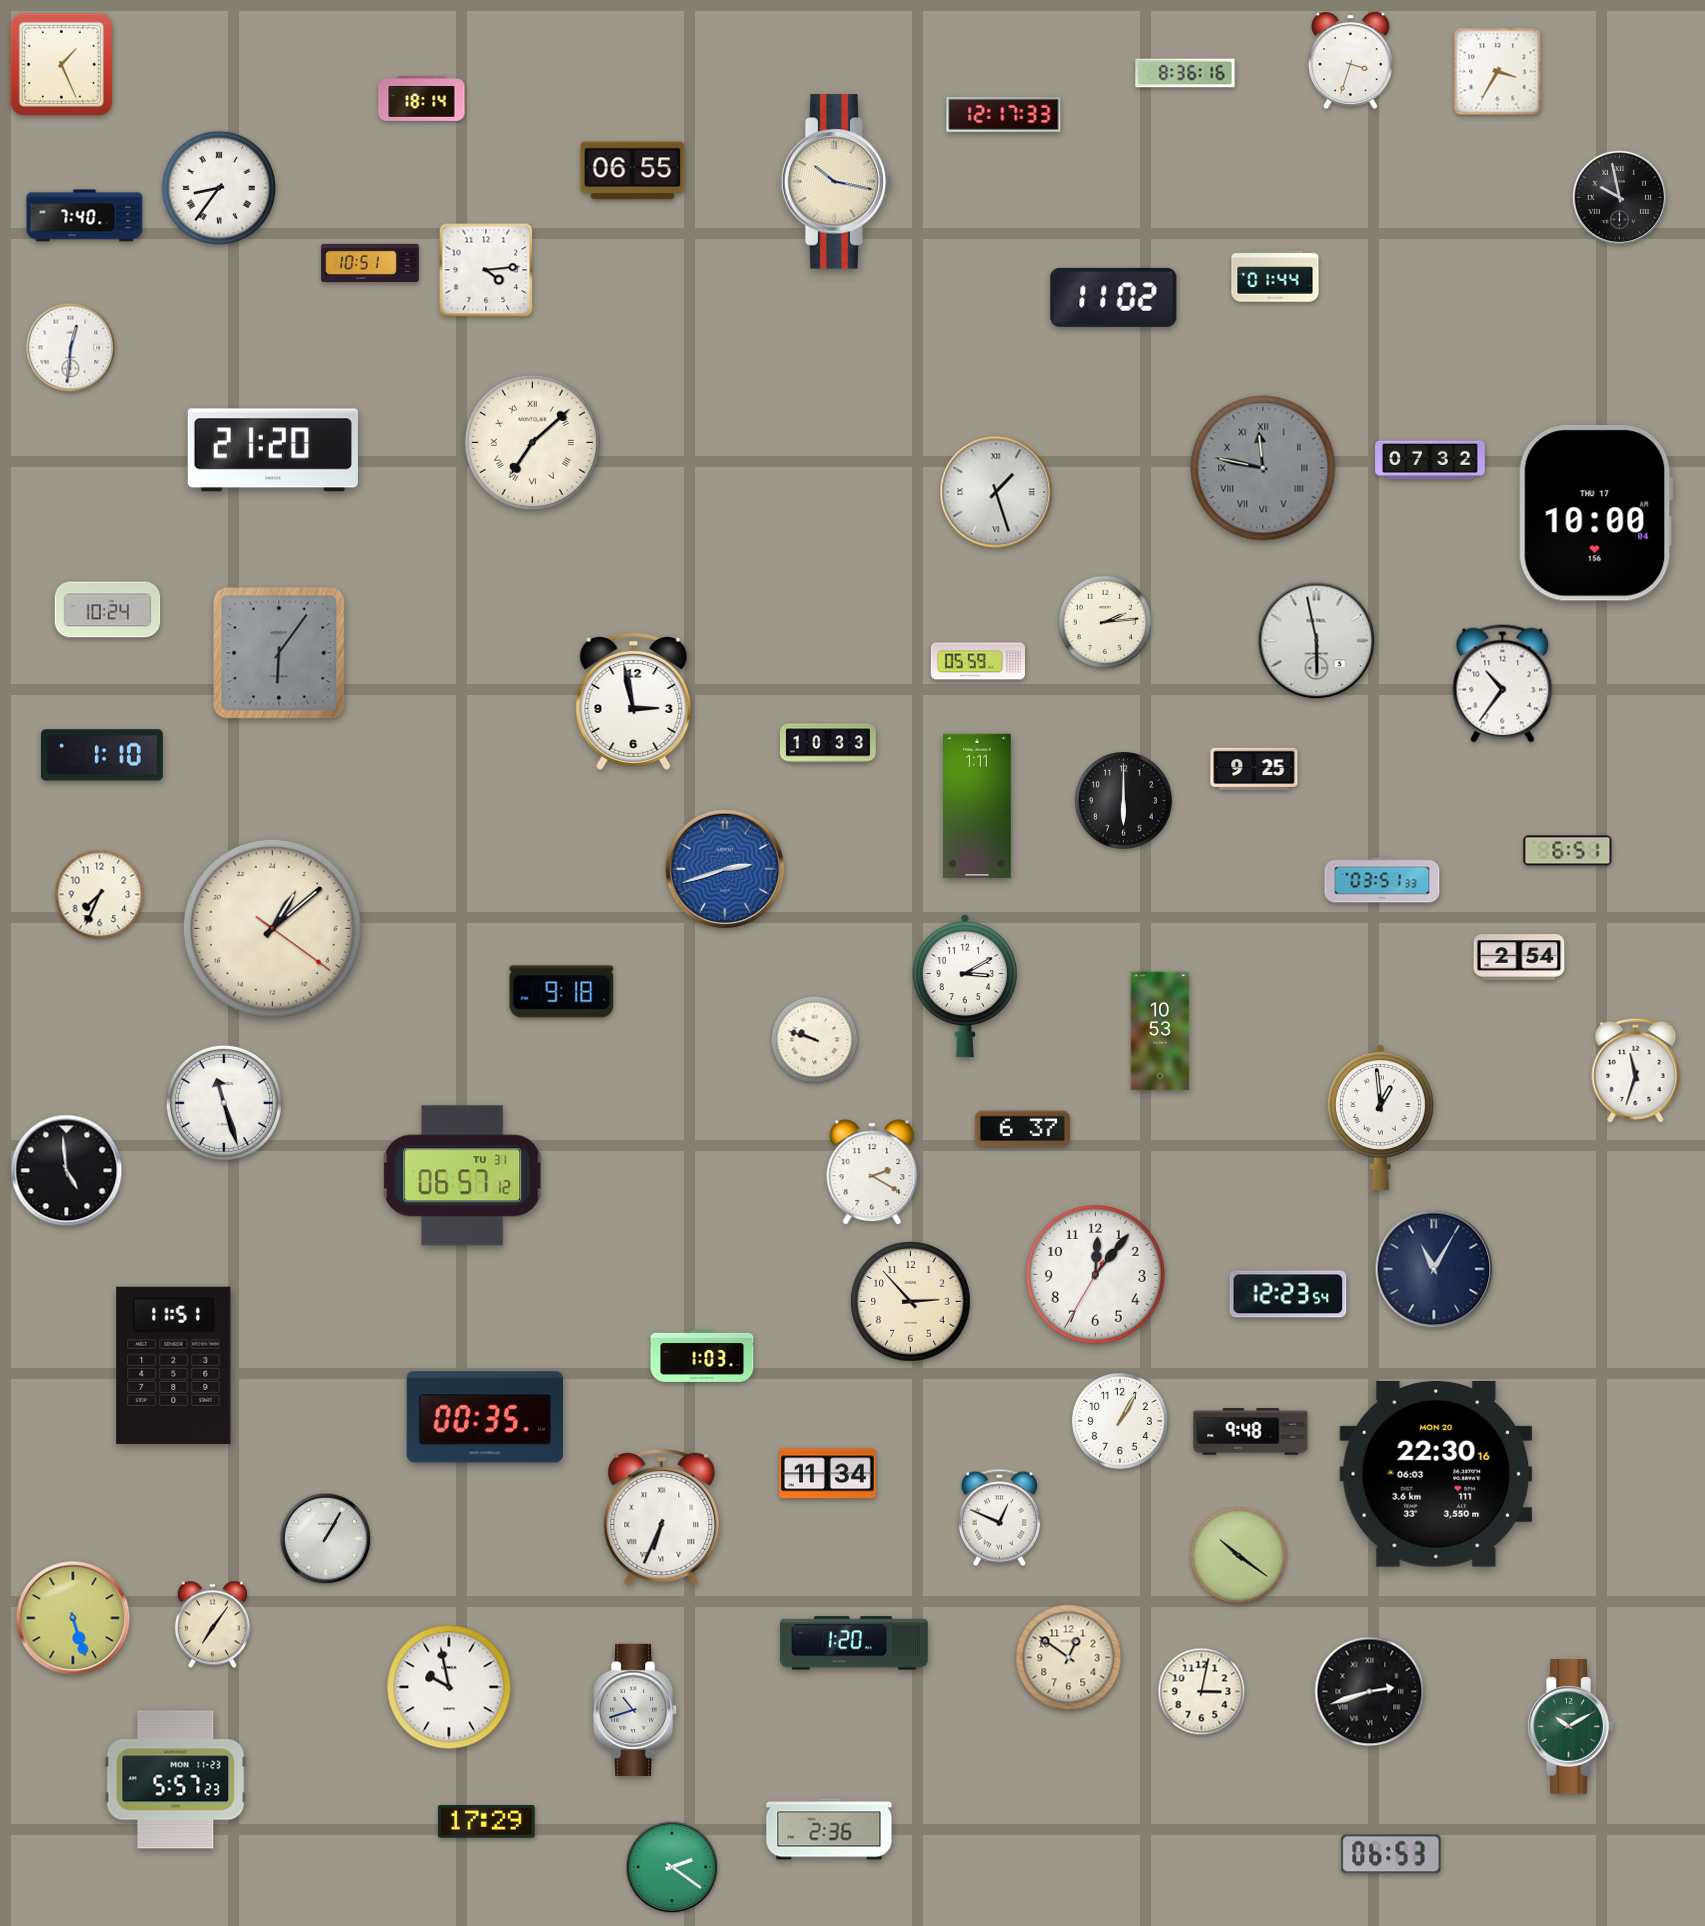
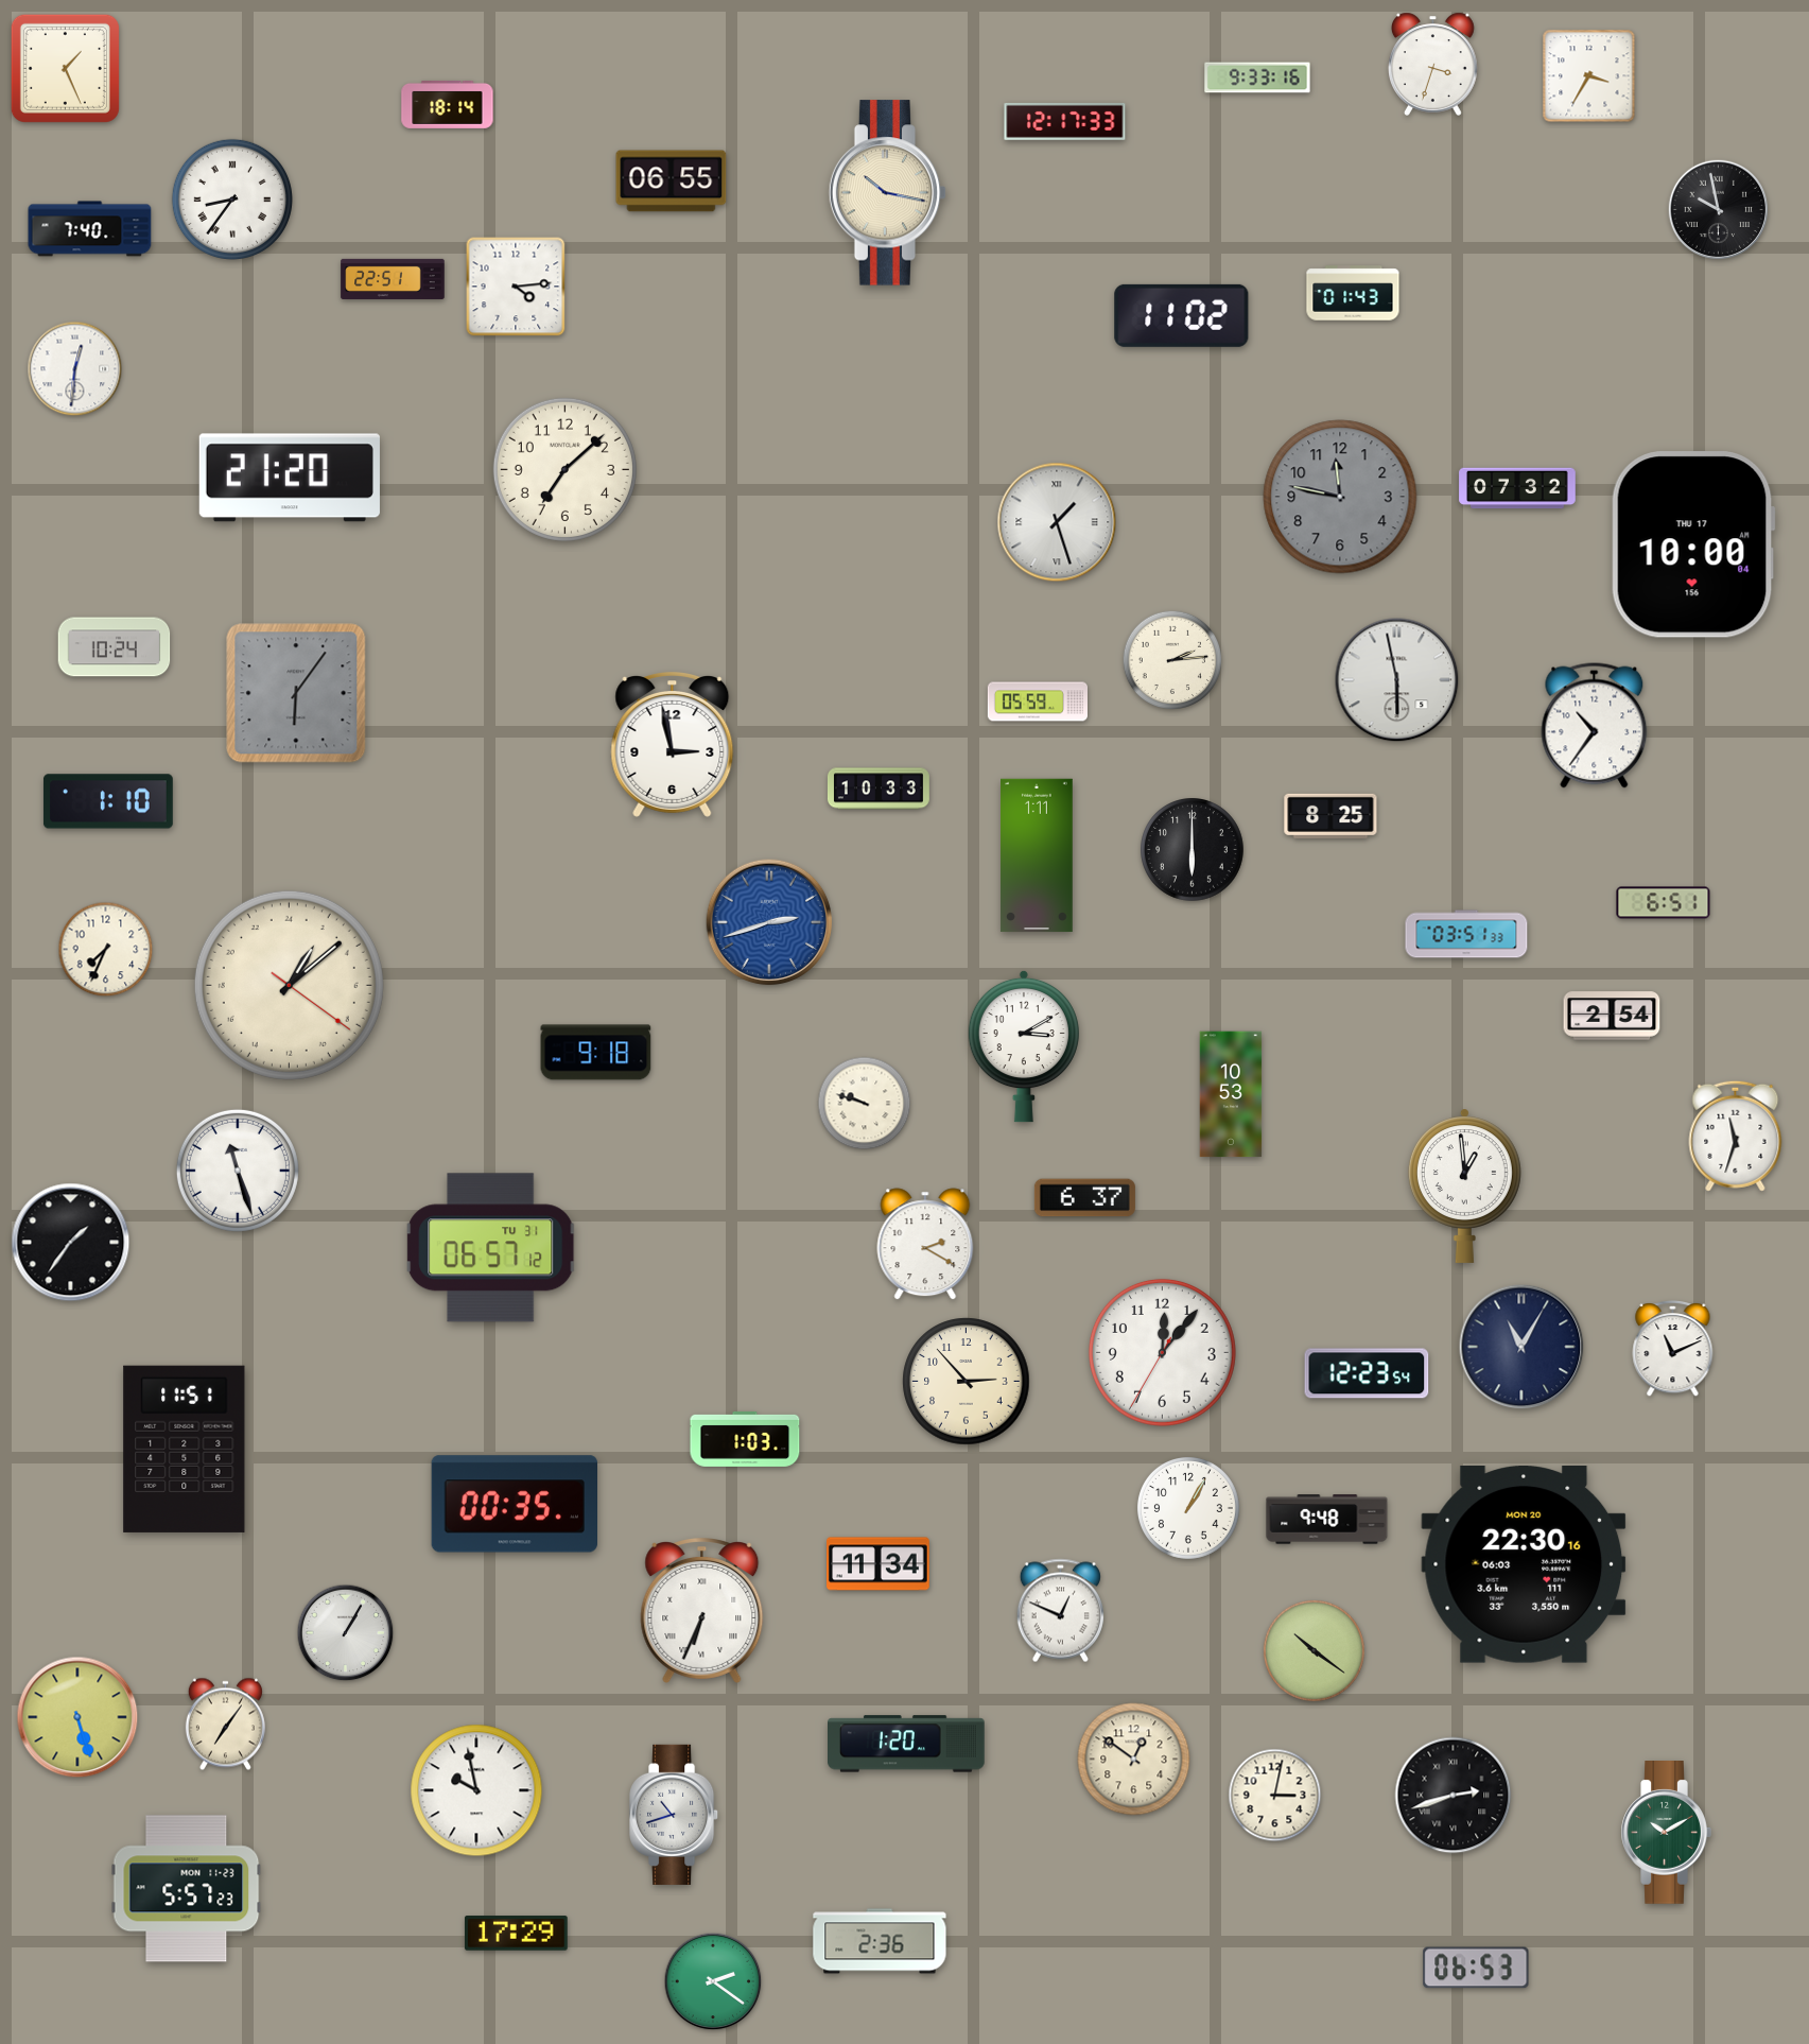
clock at (1185, 73): 8:36 -> 9:33
clock at (370, 263): 10:51 -> 22:51
clock at (1275, 276): 01:44 -> 01:43
clock at (532, 442) numerals: Roman -> Arabic
clock at (1263, 468) numerals: Roman -> Arabic
clock at (1254, 769): 9:25 -> 8:25
clock at (67, 1171): 4:59 -> 1:36
clock at (1673, 1349): none -> 11:11
